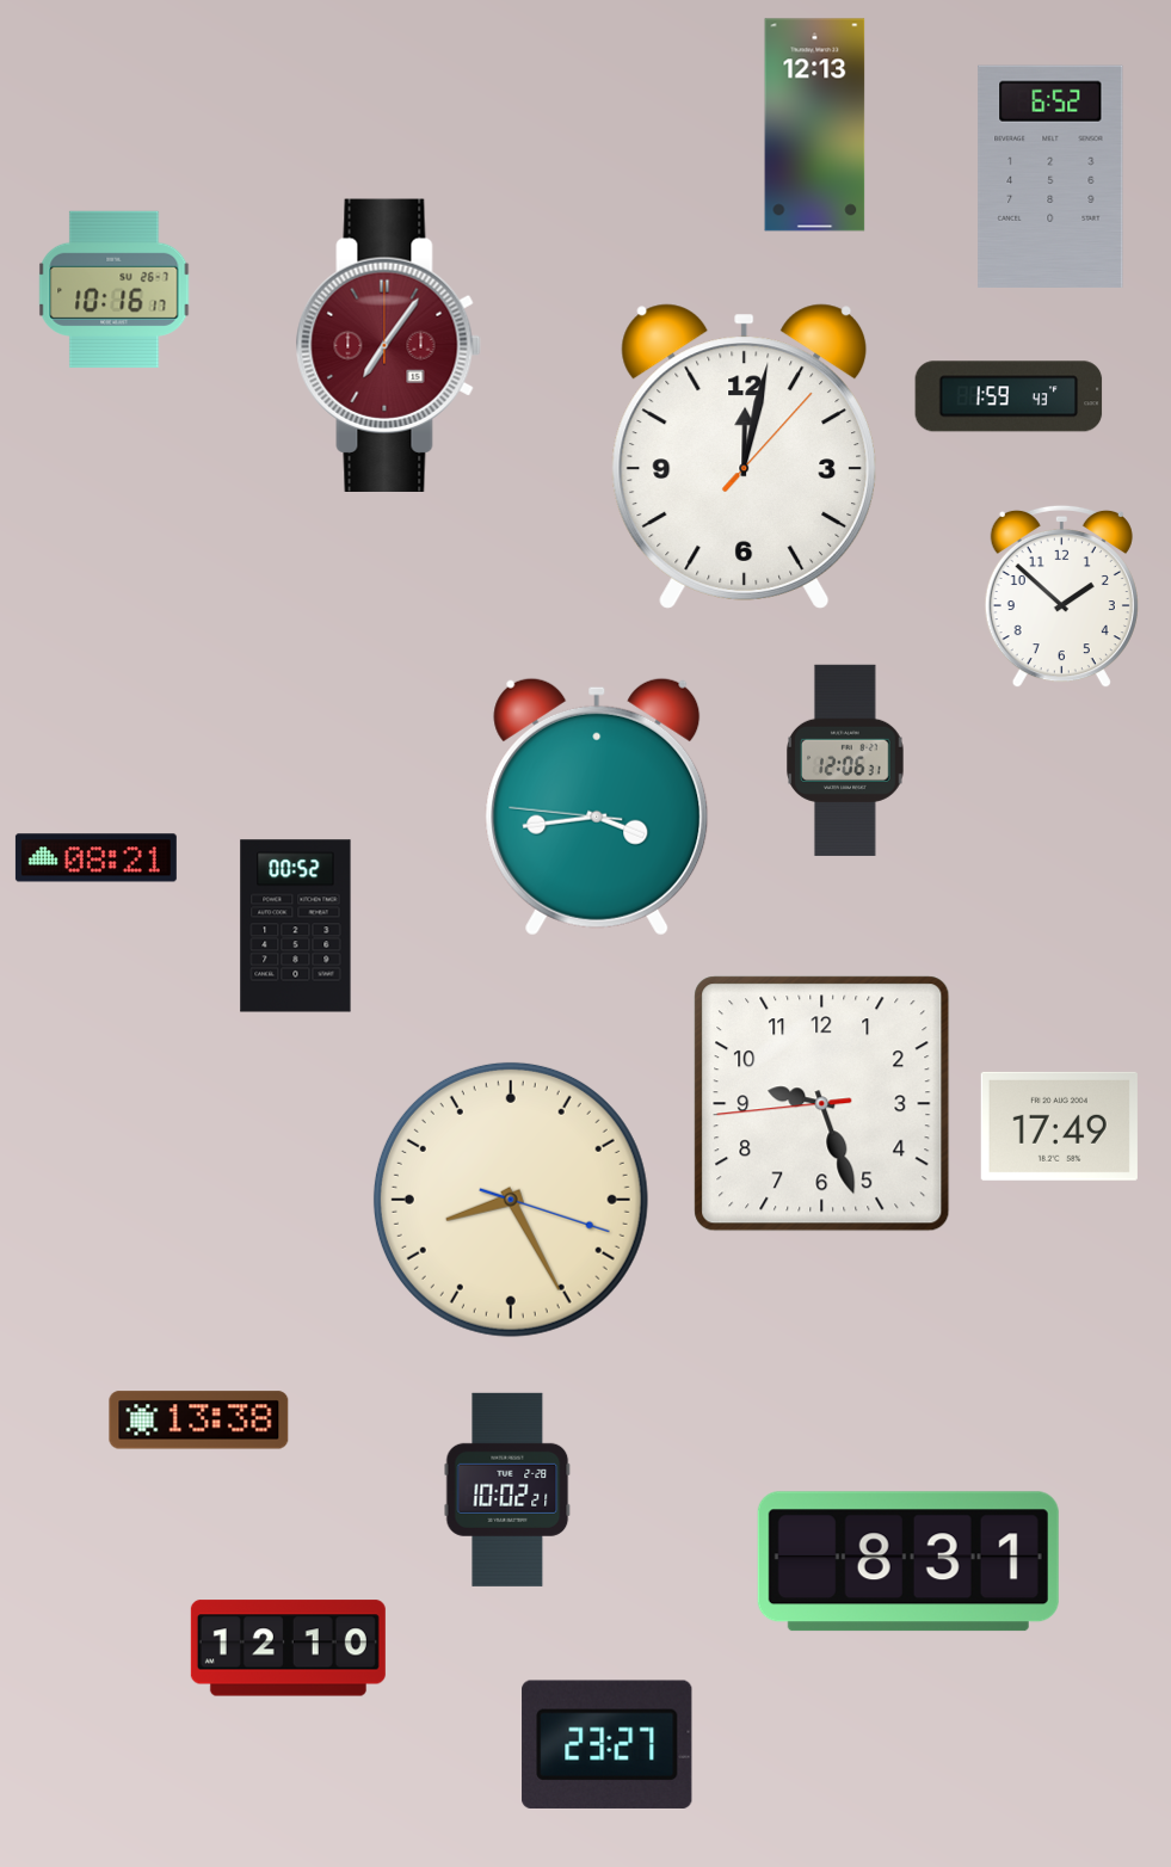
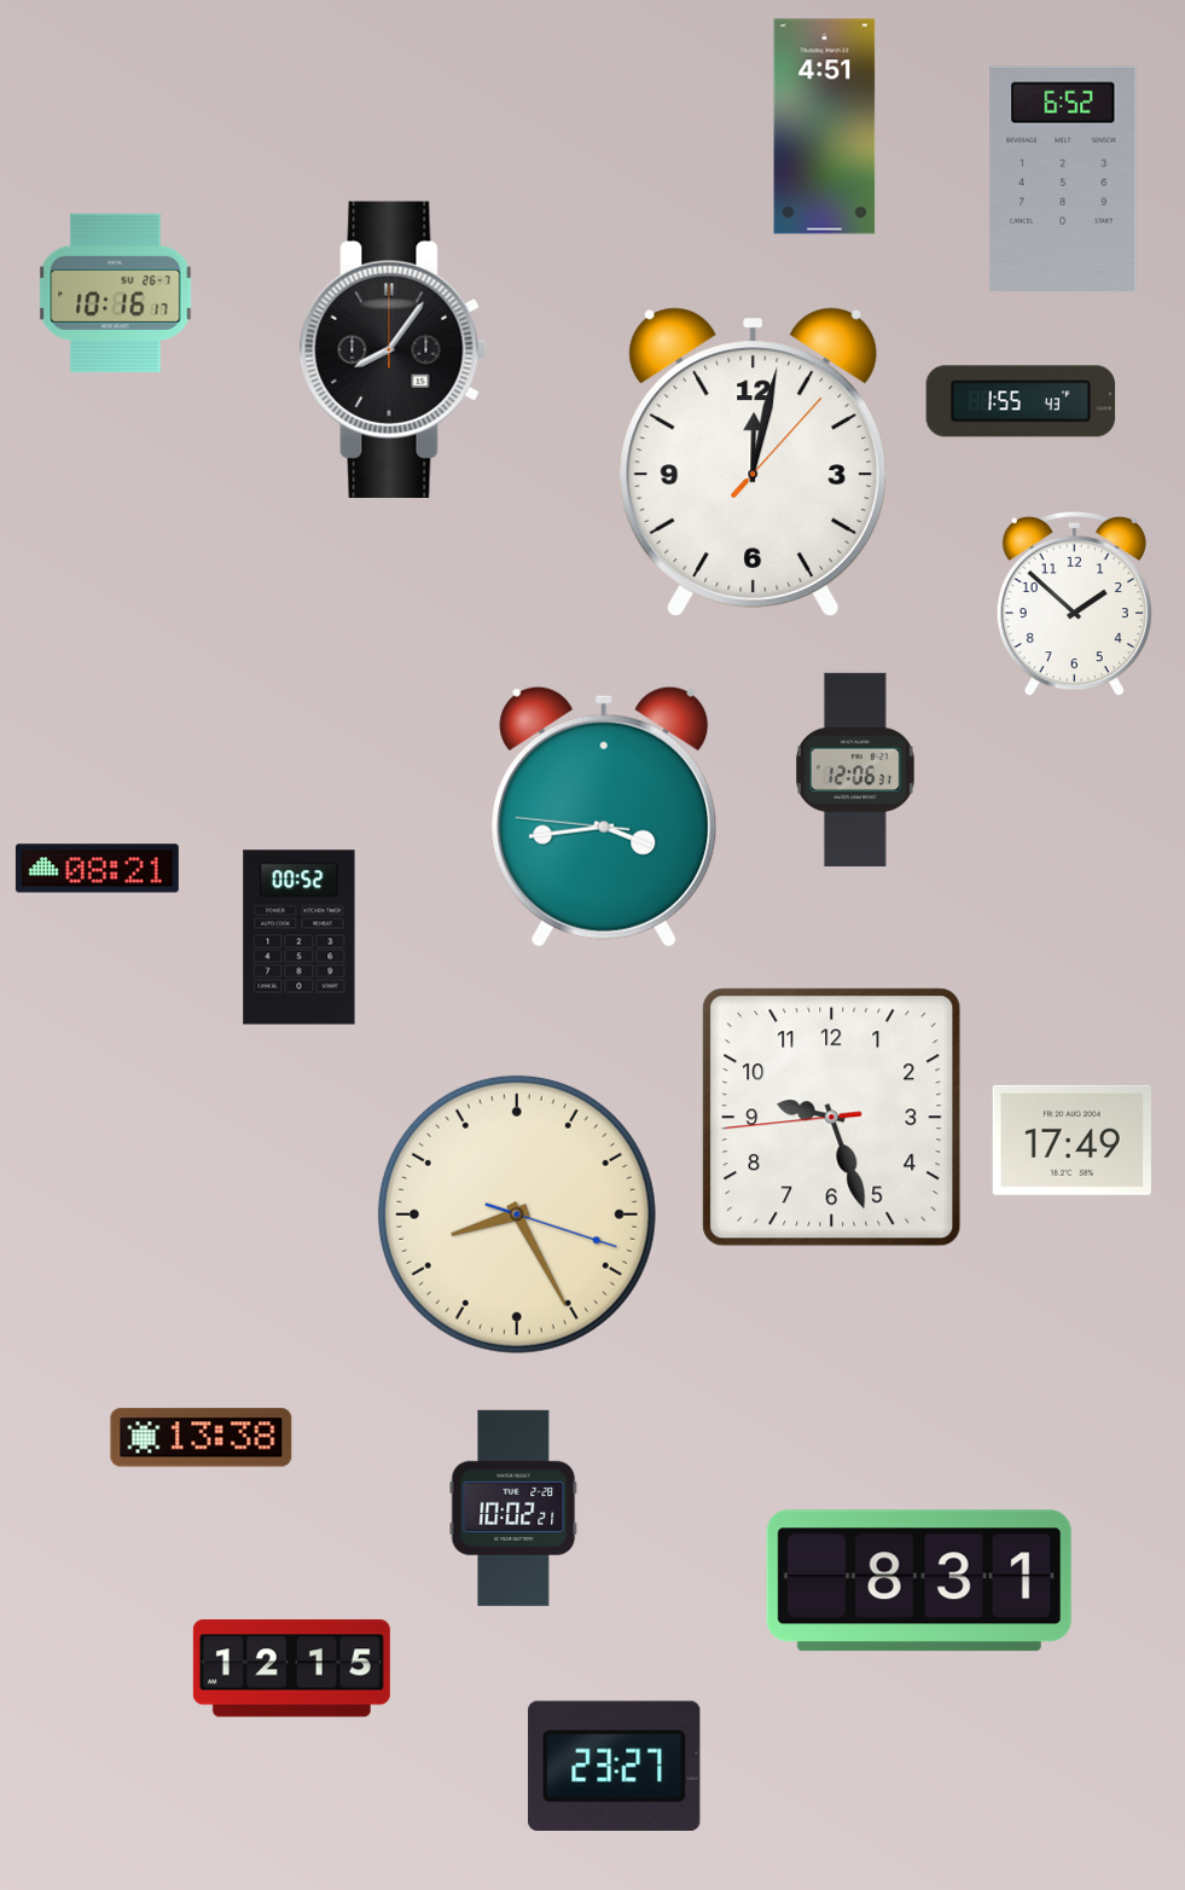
clock at (815, 125): 12:13 -> 4:51
clock at (388, 345): 7:06 -> 8:06
clock at (388, 345) dial: burgundy -> black
clock at (1009, 396): 1:59 -> 1:55
clock at (288, 1649): 12:10 -> 12:15
